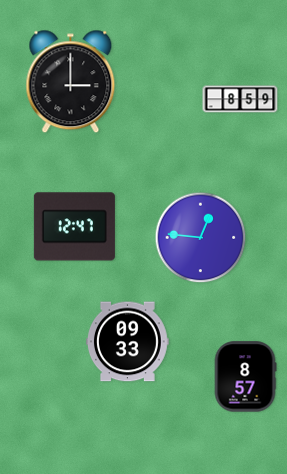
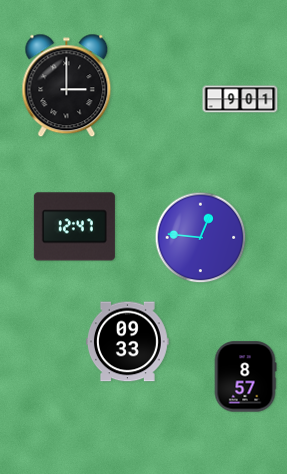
clock at (71, 82) position: (71, 82) -> (67, 86)
clock at (240, 99): 8:59 -> 9:01
